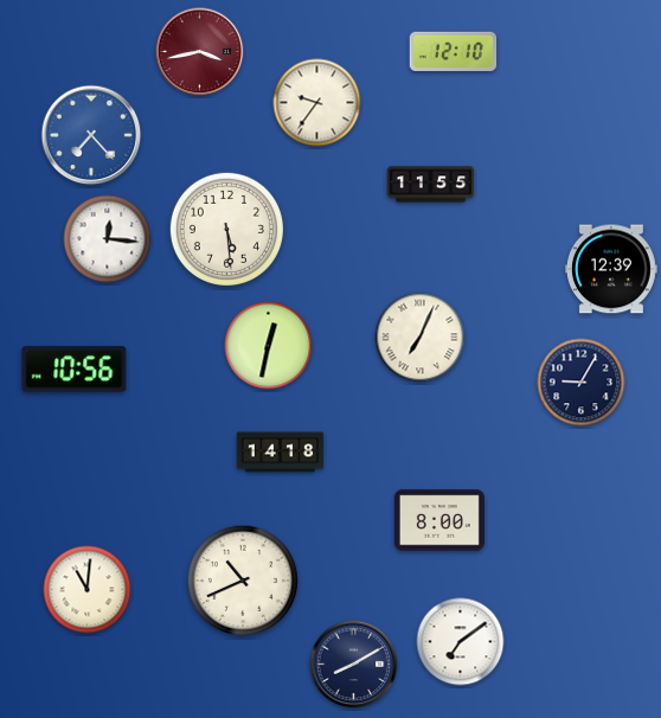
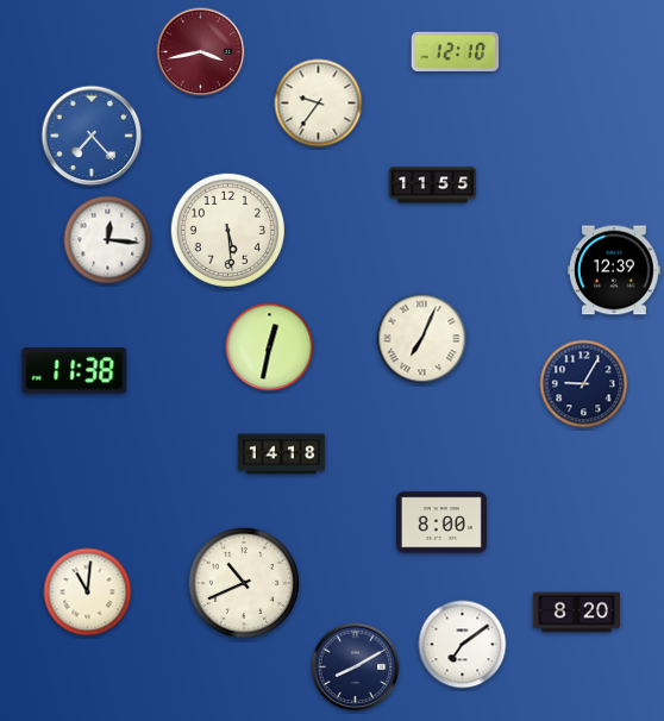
clock at (75, 370): 10:56 -> 11:38
clock at (577, 613): none -> 8:20
